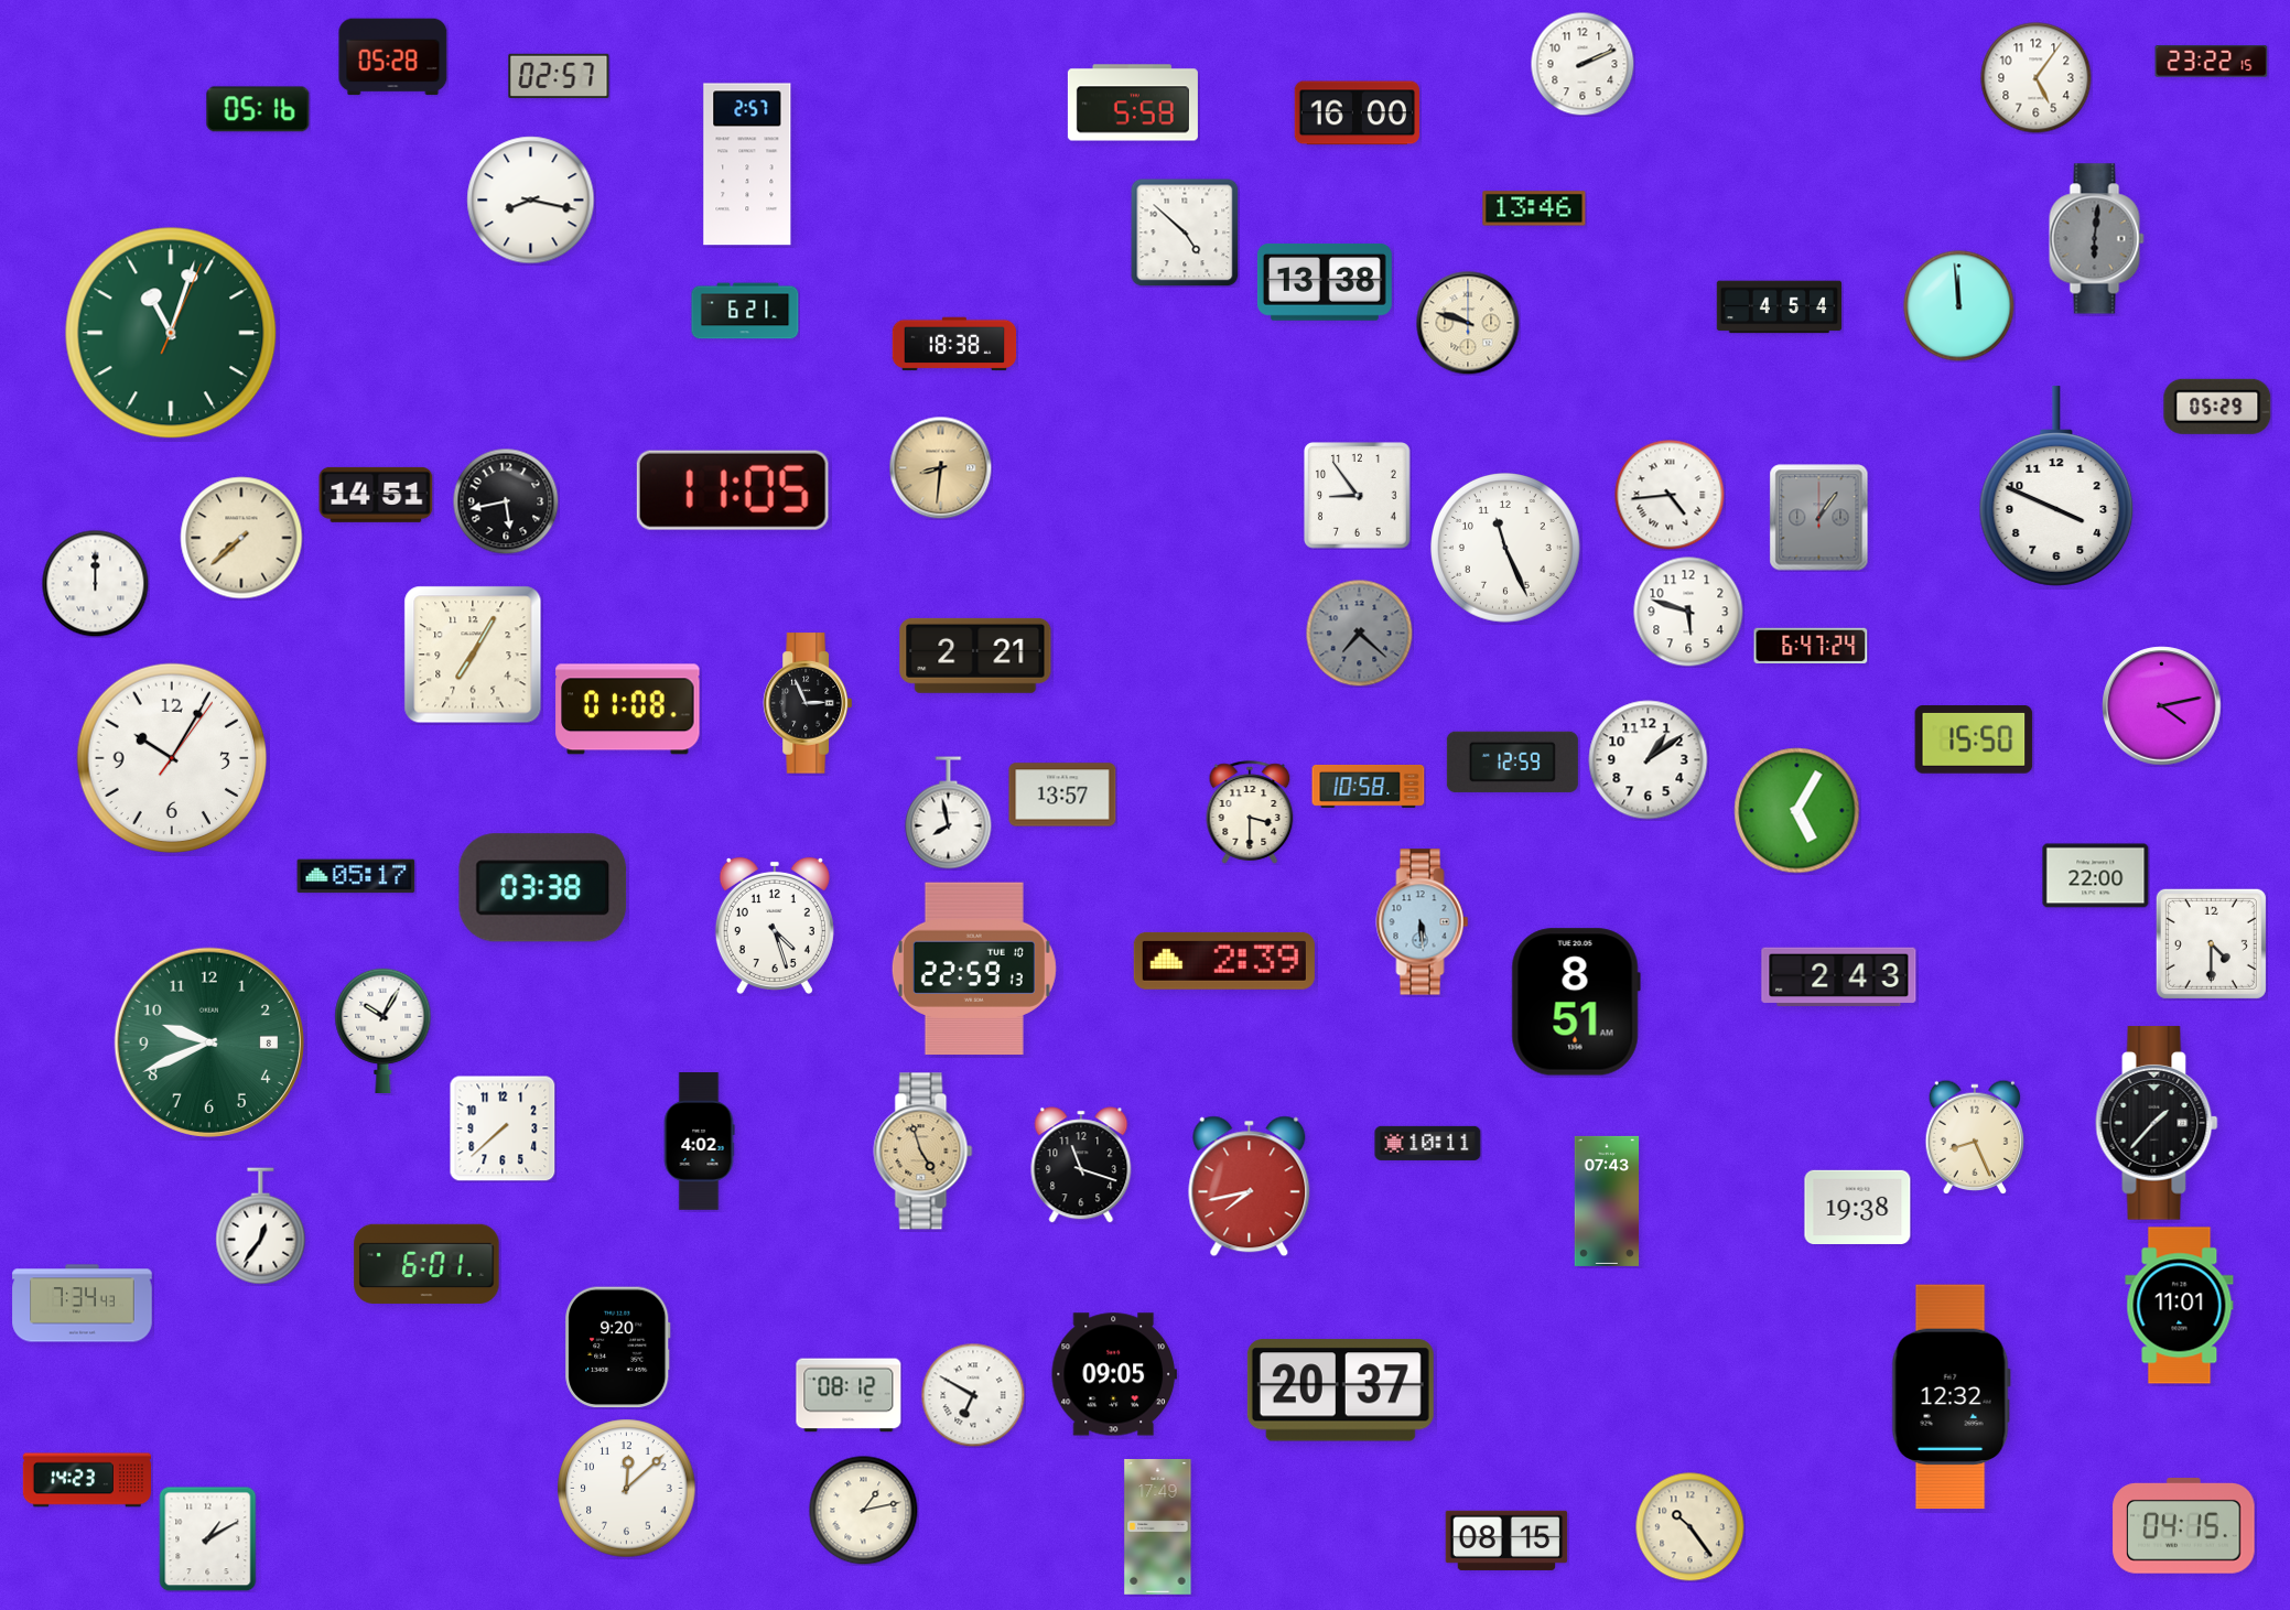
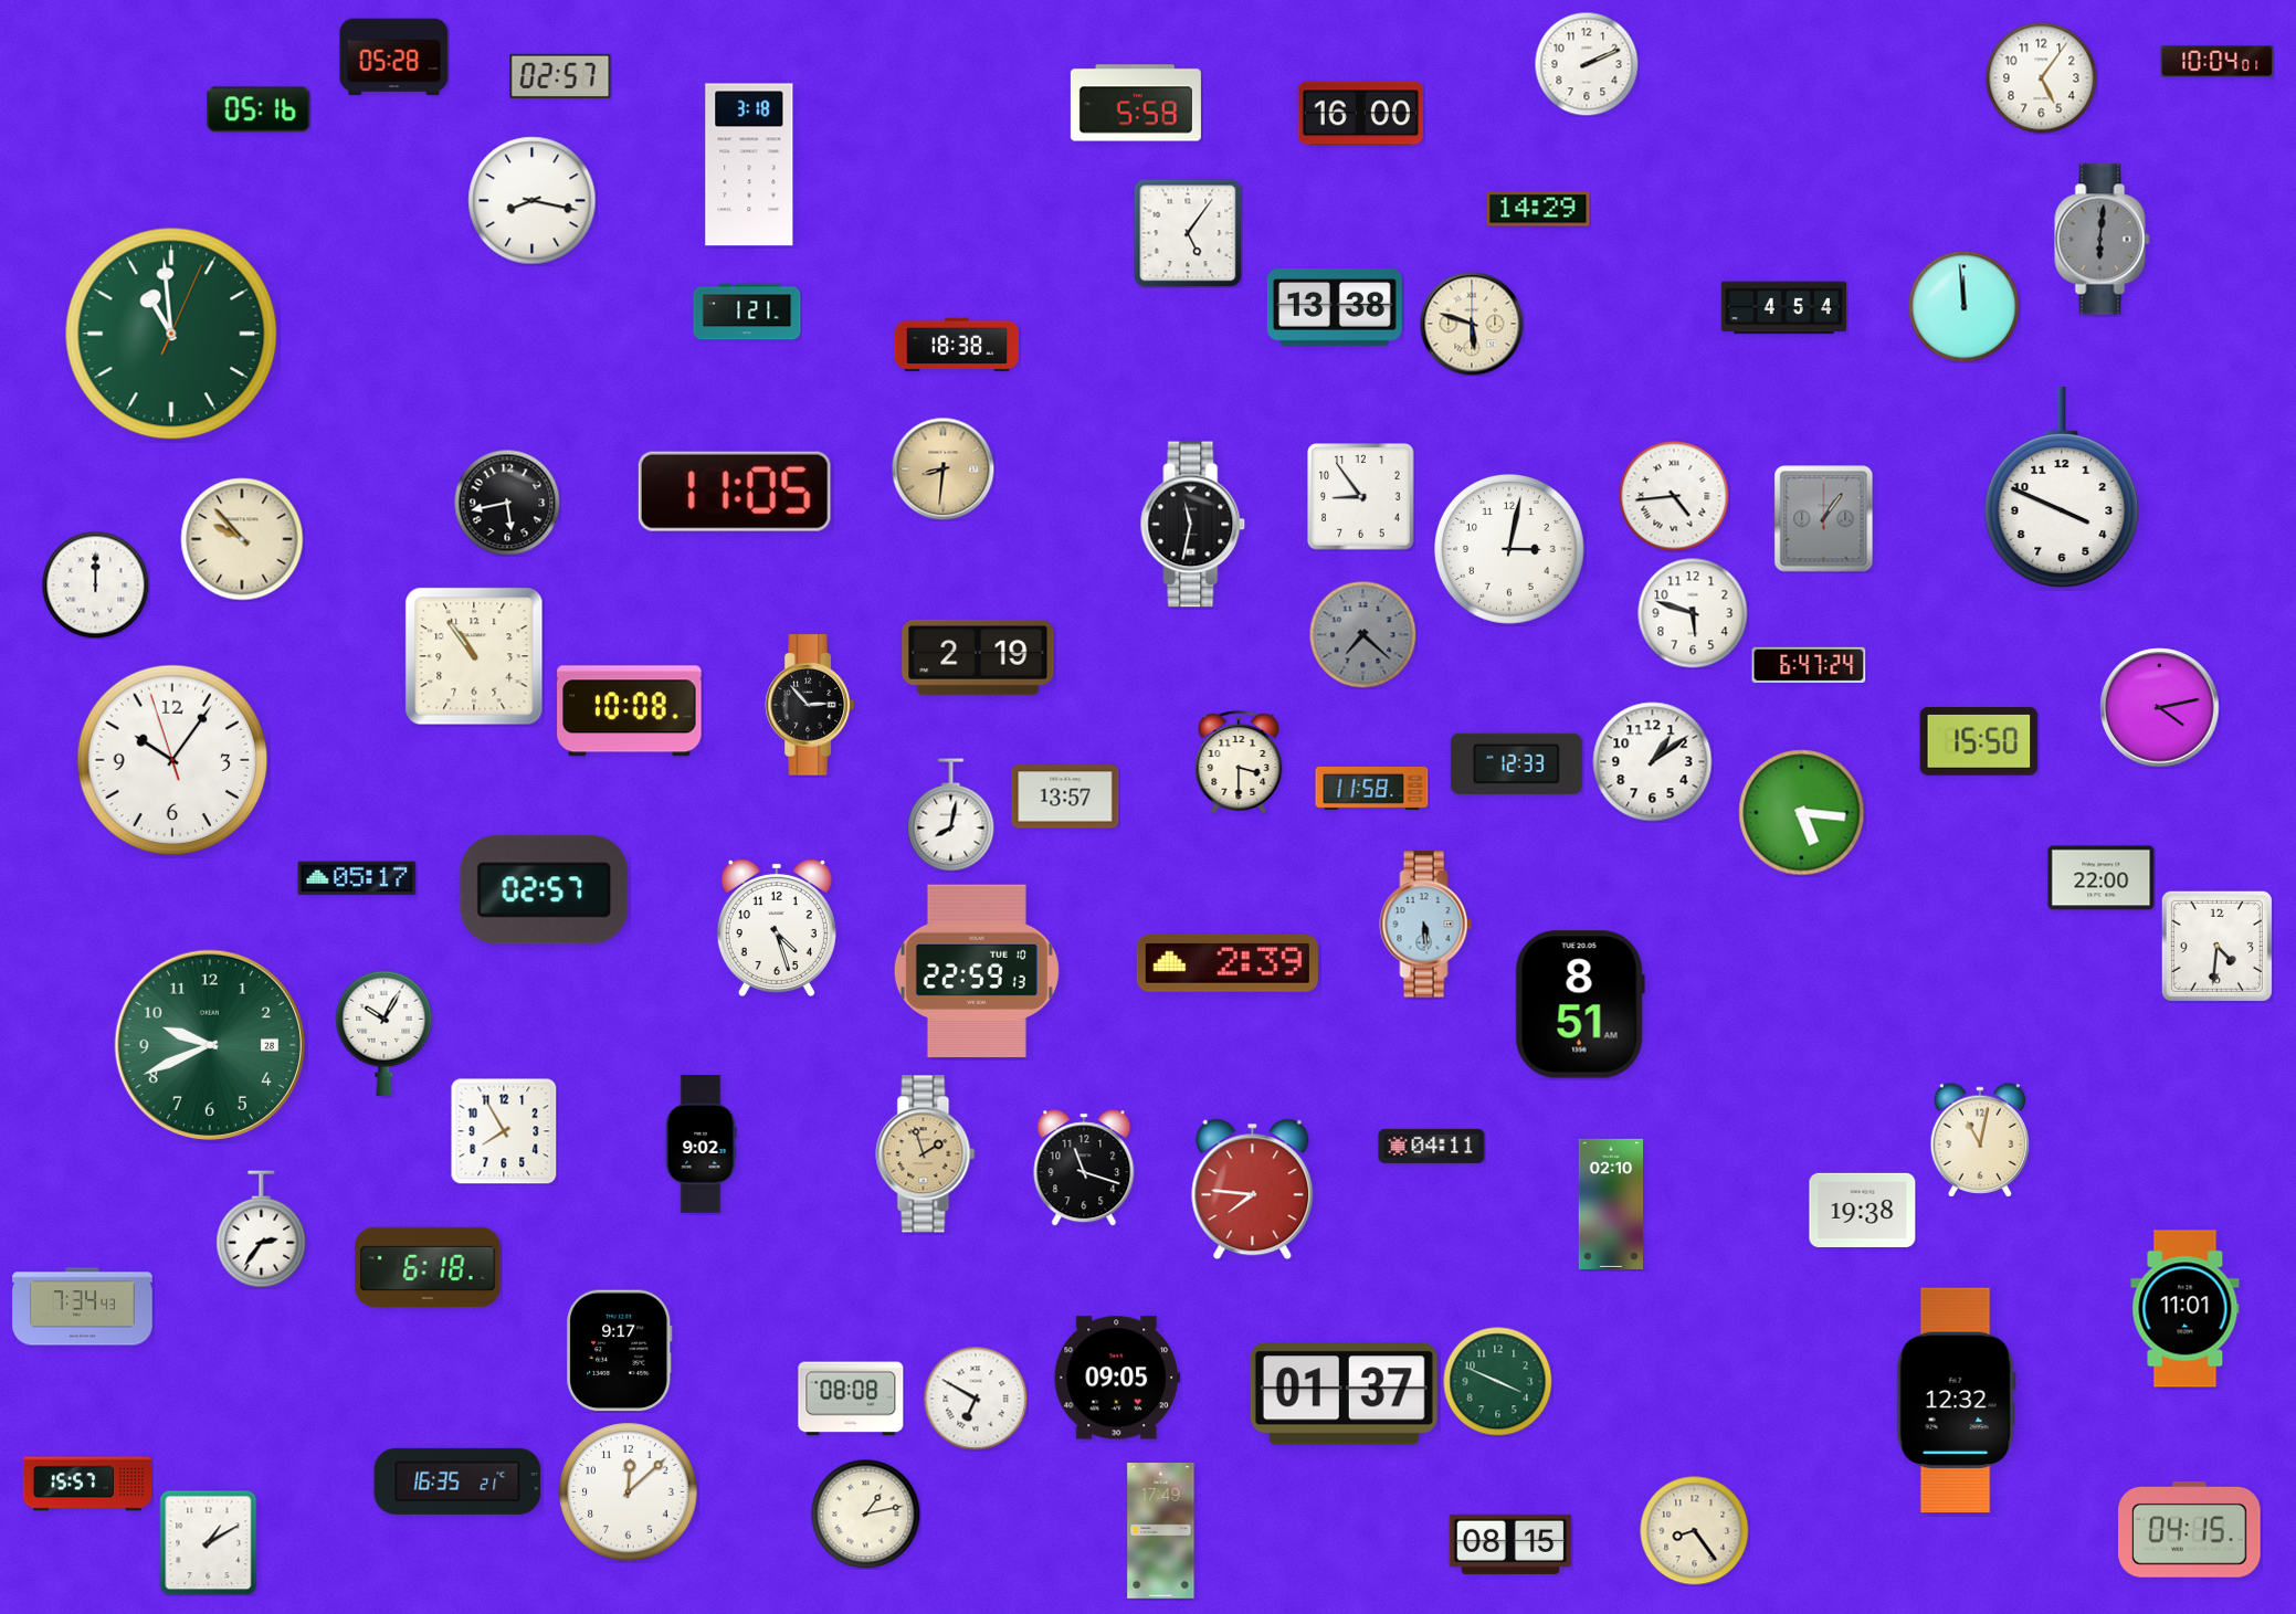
clock at (2212, 62): 23:22 -> 10:04
clock at (747, 164): 2:57 -> 3:18
clock at (1534, 208): 13:46 -> 14:29
clock at (1185, 233): 4:52 -> 5:06
clock at (1325, 282) position: (1325, 282) -> (1335, 307)
clock at (745, 311): 6:21 -> 1:21
clock at (1468, 323): 9:48 -> 5:48
clock at (171, 333): 11:03 -> 10:59
clock at (2217, 407): 05:29 -> none
clock at (376, 495): 14:51 -> none
clock at (1193, 525): none -> 11:32
clock at (241, 538): 7:38 -> 9:53
clock at (1506, 549): 11:26 -> 3:02
clock at (1811, 645) position: (1811, 645) -> (1809, 664)
clock at (473, 655): 7:05 -> 10:54
clock at (975, 656): 2:21 -> 2:19
clock at (807, 703): 2:56 -> 2:53
clock at (2162, 706) position: (2162, 706) -> (2160, 708)
clock at (628, 710): 01:08 -> 10:08
clock at (172, 758): 10:05:06 -> 10:05:57
clock at (1512, 761): 12:59 -> 12:33
clock at (1369, 786): 10:58 -> 11:58
clock at (1797, 811): 5:05 -> 5:16
clock at (1250, 812) position: (1250, 812) -> (1239, 762)
clock at (949, 813): 7:58 -> 8:02
clock at (543, 888): 03:38 -> 02:57
clock at (2211, 943): 4:30 -> 4:31
clock at (1839, 977): 2:43 -> none
clock at (209, 1042) date: 8 -> 28
clock at (2157, 1123): 1:37 -> none
clock at (503, 1128): 7:38 -> 7:55
clock at (1975, 1136): 8:26 -> 11:02
clock at (699, 1142): 4:02 -> 9:02
clock at (1428, 1143): 10:11 -> 04:11
clock at (923, 1152): 4:57 -> 1:57
clock at (1250, 1187): 7:43 -> 7:46
clock at (1607, 1201): 07:43 -> 02:10
clock at (261, 1227): 12:36 -> 2:36
clock at (426, 1264): 6:01 -> 6:18
clock at (618, 1348): 9:20 -> 9:17
clock at (1498, 1382): none -> 3:49
clock at (1340, 1391): 20:37 -> 01:37
clock at (849, 1395): 08:12 -> 08:08
clock at (457, 1481): none -> 16:35
clock at (87, 1480): 14:23 -> 15:57
clock at (1691, 1527): 10:24 -> 8:24
